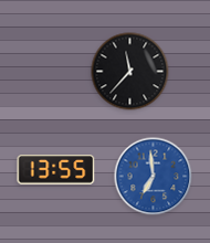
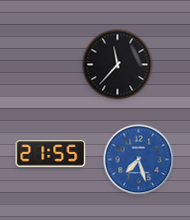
clock at (56, 170): 13:55 -> 21:55
clock at (154, 177): 6:59 -> 7:27
